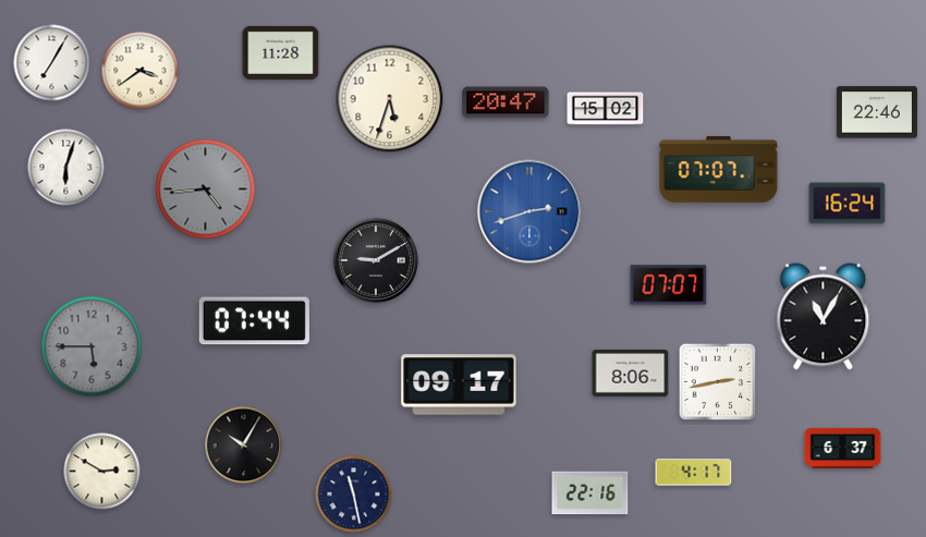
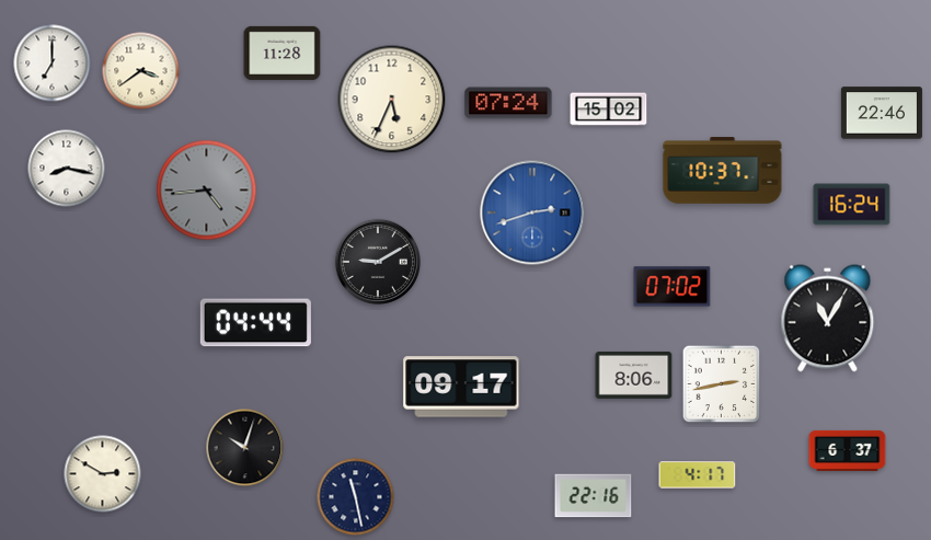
clock at (52, 63): 7:05 -> 7:00
clock at (390, 99): 5:33 -> 5:34
clock at (505, 102): 20:47 -> 07:24
clock at (66, 168): 6:03 -> 8:17
clock at (719, 170): 07:07 -> 10:37
clock at (669, 285): 07:07 -> 07:02
clock at (254, 321): 07:44 -> 04:44
clock at (92, 346): 5:45 -> none
clock at (244, 446): 10:05 -> 10:03
